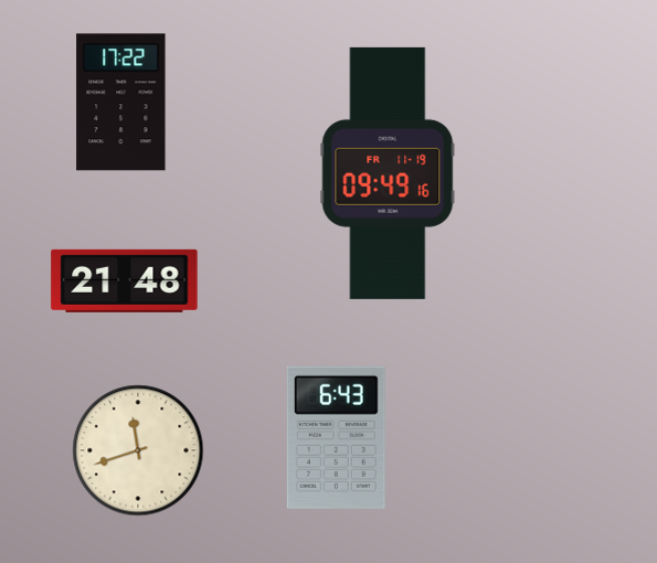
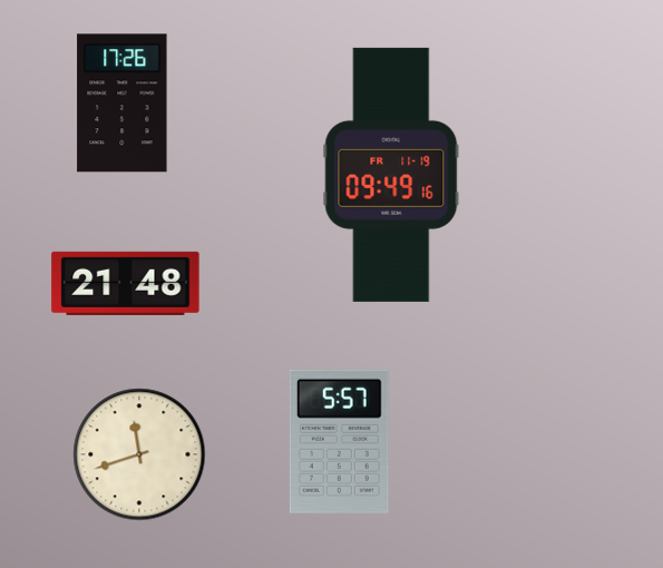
clock at (121, 103): 17:22 -> 17:26
clock at (336, 437): 6:43 -> 5:57
